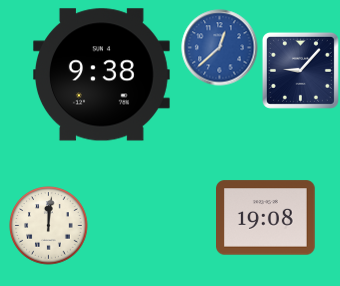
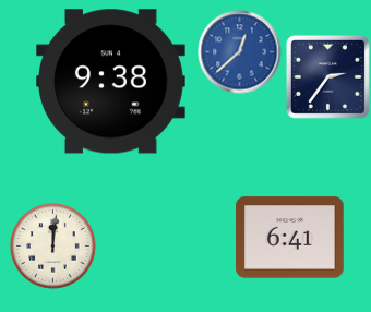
clock at (300, 70): 9:07 -> 2:36
clock at (266, 218): 19:08 -> 6:41
